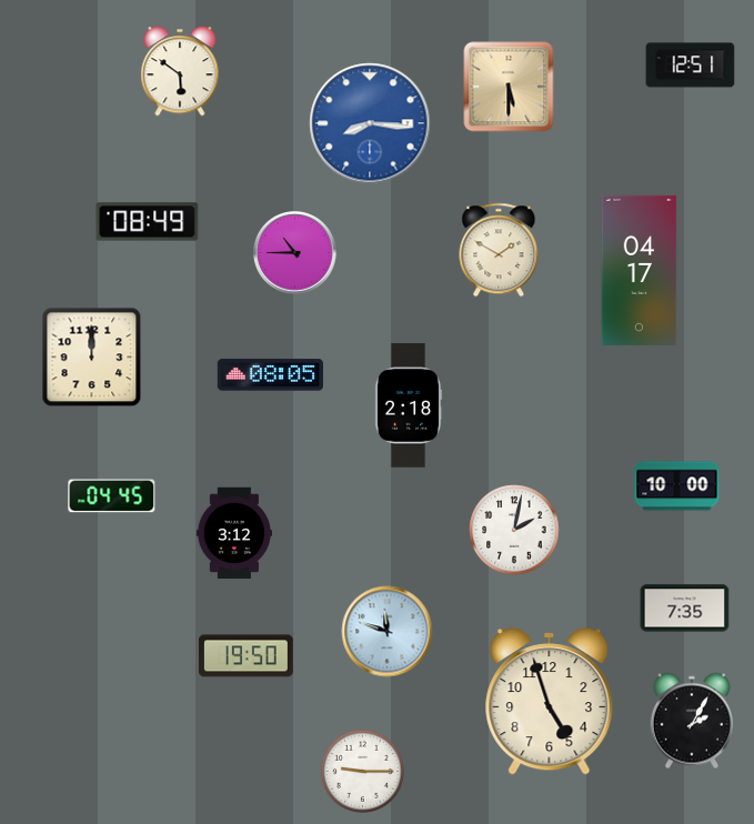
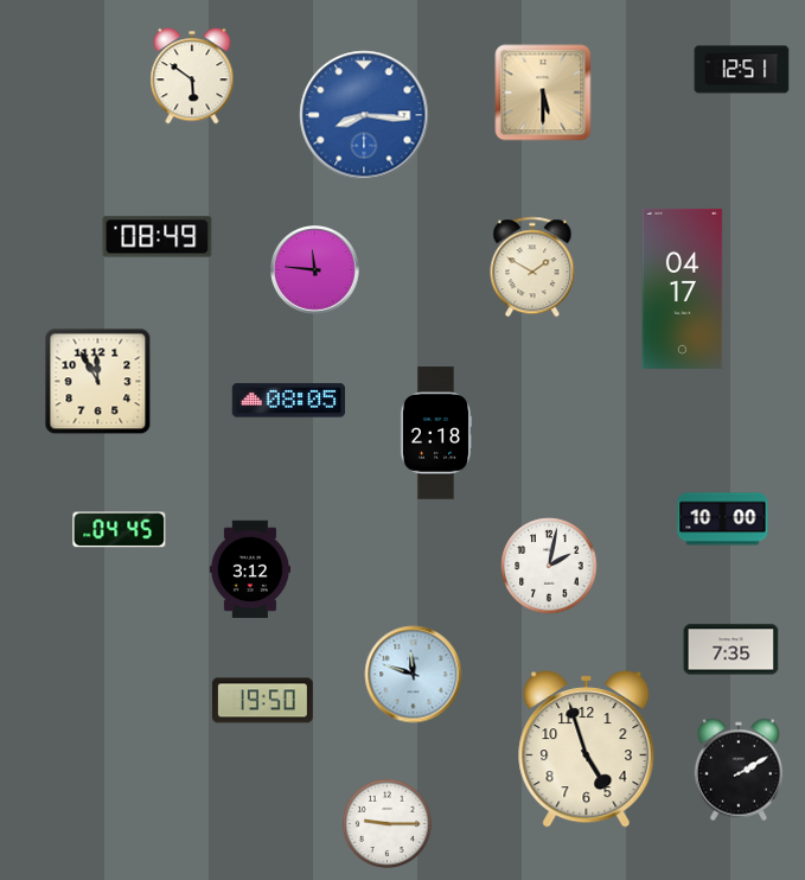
clock at (691, 66) position: (691, 66) -> (742, 70)
clock at (370, 123) position: (370, 123) -> (364, 115)
clock at (295, 253): 10:45 -> 11:46
clock at (92, 358): 12:00 -> 11:55
clock at (692, 721): 2:05 -> 2:10
